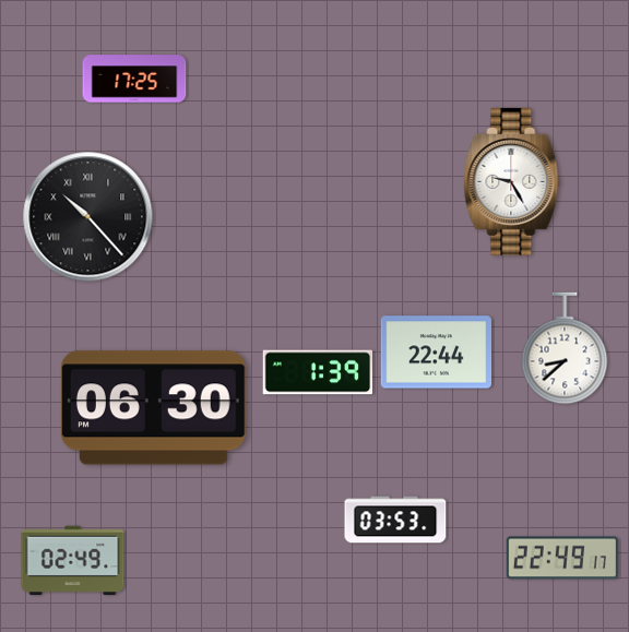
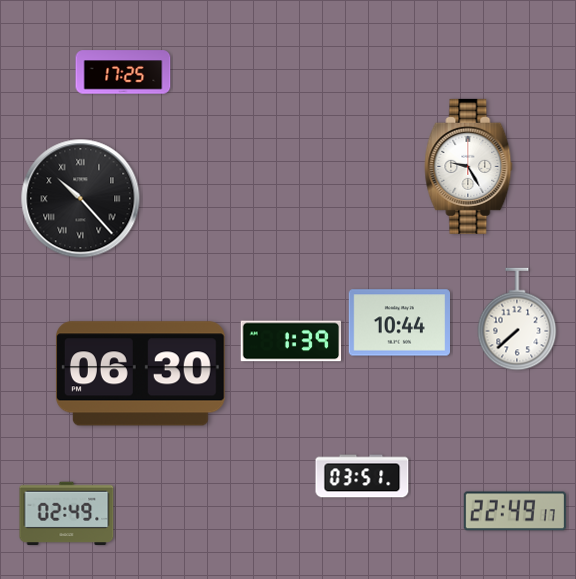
clock at (565, 348): 8:38 -> 7:38
clock at (436, 353): 22:44 -> 10:44
clock at (395, 520): 03:53 -> 03:51
